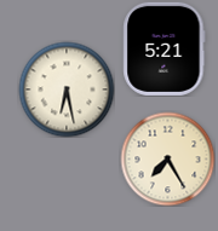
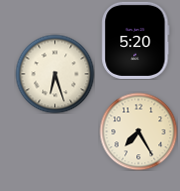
clock at (165, 48): 5:21 -> 5:20
clock at (67, 89): 6:28 -> 6:27
